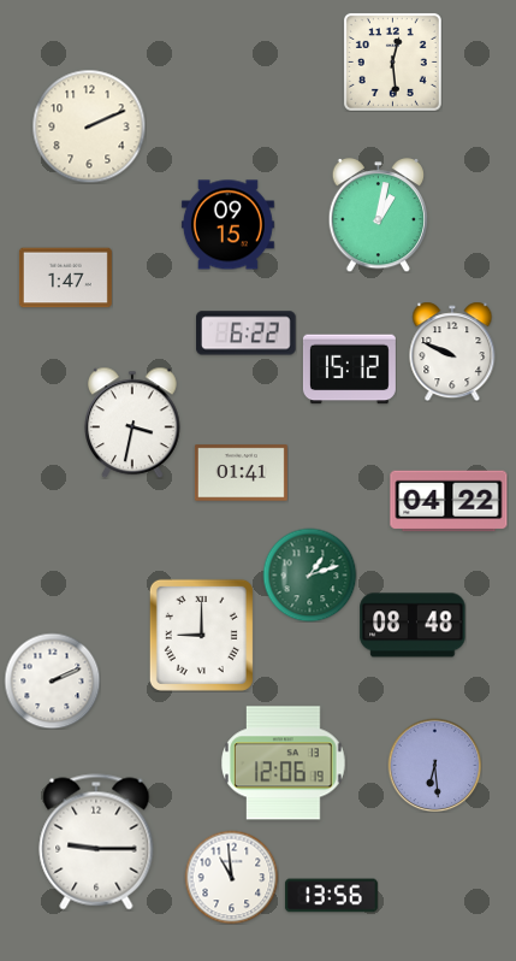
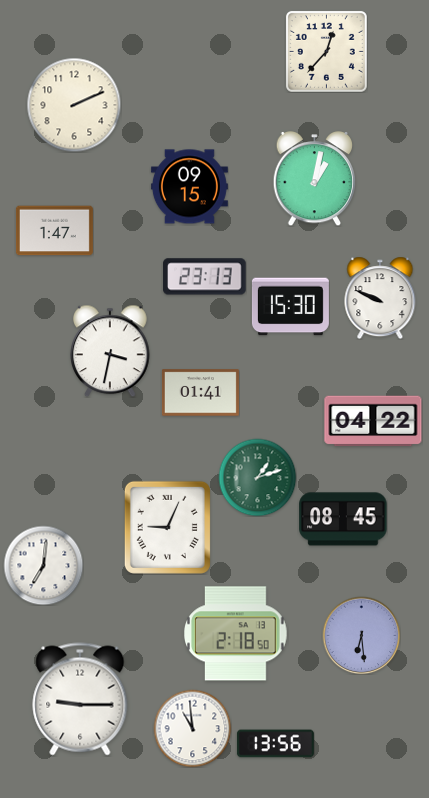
clock at (392, 61): 12:29 -> 12:37
clock at (247, 334): 6:22 -> 23:13
clock at (452, 352) position: (452, 352) -> (380, 298)
clock at (349, 370): 15:12 -> 15:30
clock at (449, 501) position: (449, 501) -> (373, 421)
clock at (413, 625): 08:48 -> 08:45
clock at (201, 635): 9:00 -> 9:04
clock at (52, 680): 2:11 -> 7:01
clock at (284, 764): 12:06 -> 2:18
